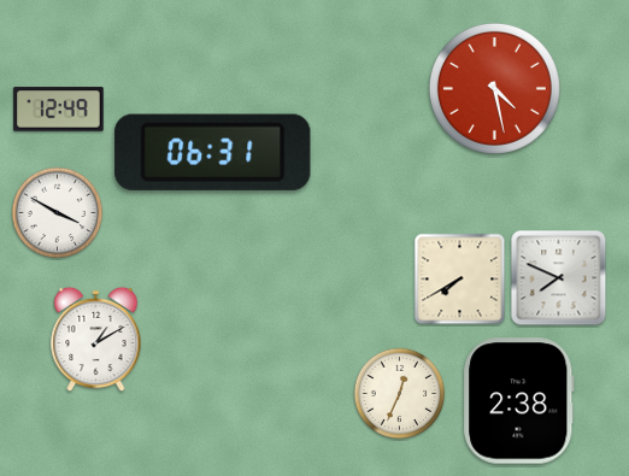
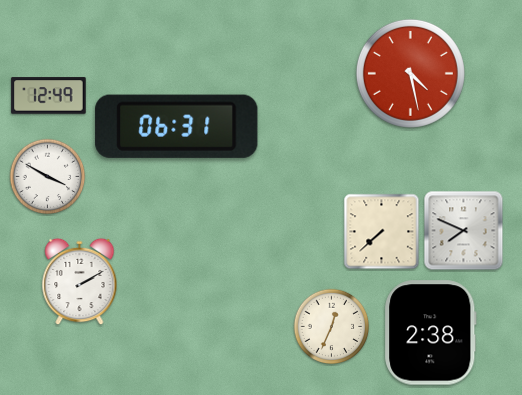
clock at (59, 110) position: (59, 110) -> (49, 96)
clock at (460, 280): 7:40 -> 7:38
clock at (96, 340): 1:10 -> 2:10
